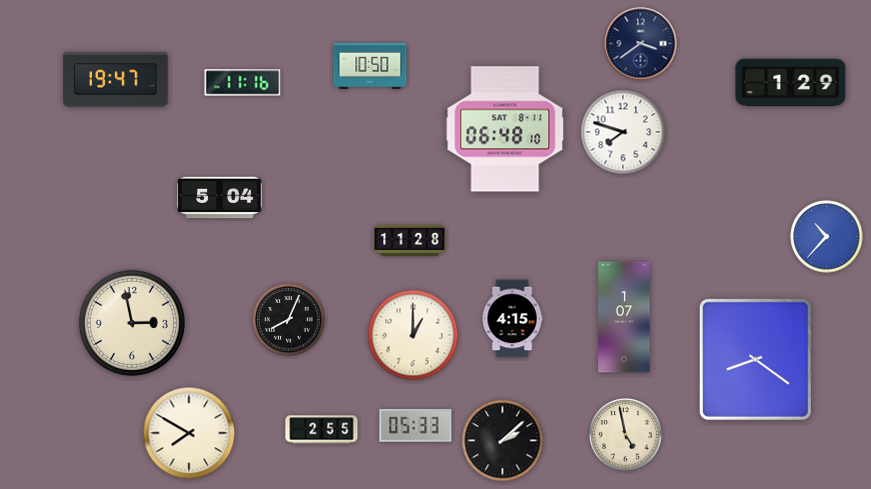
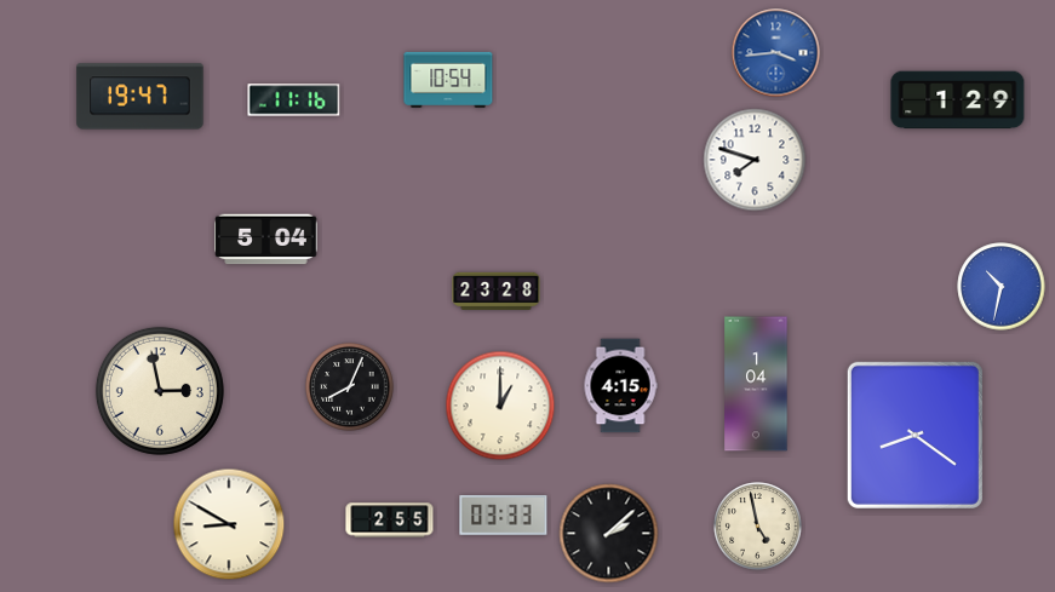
clock at (641, 44): 3:39 -> 3:44
clock at (641, 44) dial: navy -> blue
clock at (370, 66): 10:50 -> 10:54
clock at (505, 129): 06:48 -> none
clock at (827, 237): 10:37 -> 10:32
clock at (410, 240): 11:28 -> 23:28
clock at (624, 317): 1:07 -> 1:04
clock at (416, 425): 05:33 -> 03:33
clock at (189, 433): 7:50 -> 8:50
